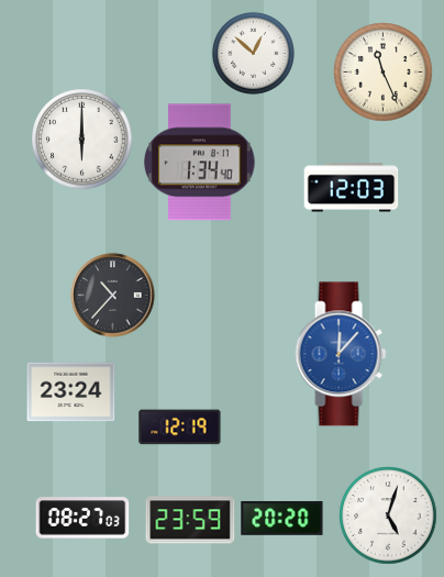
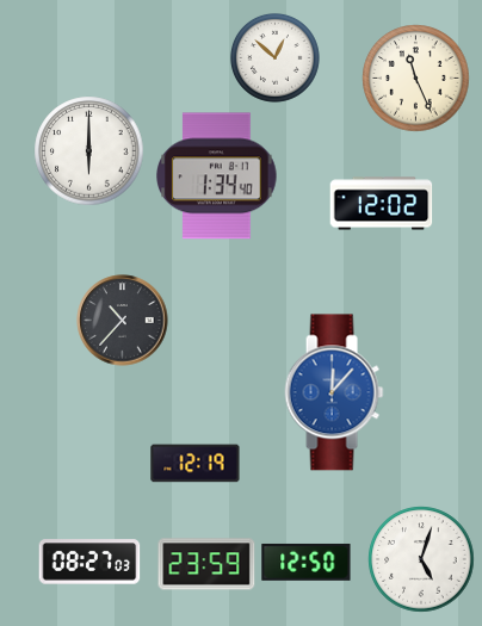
clock at (352, 188): 12:03 -> 12:02
clock at (341, 354) position: (341, 354) -> (334, 392)
clock at (71, 392): 23:24 -> none
clock at (282, 518): 20:20 -> 12:50
